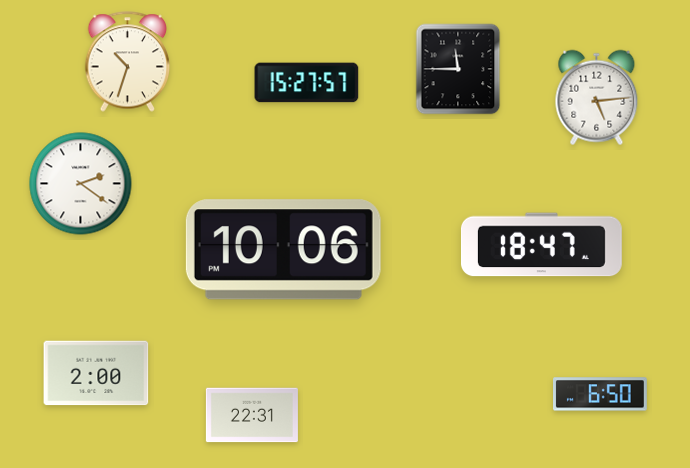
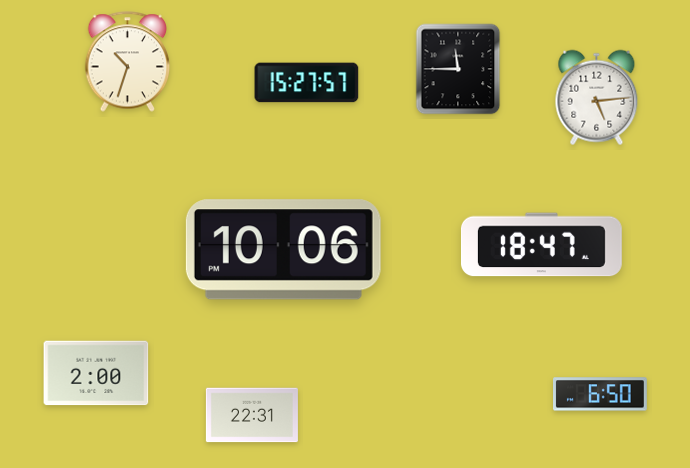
clock at (81, 184): 2:21 -> none
